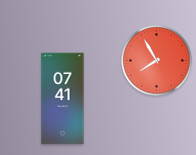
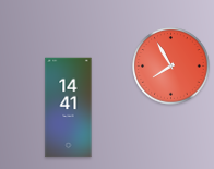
clock at (63, 99): 07:41 -> 14:41
